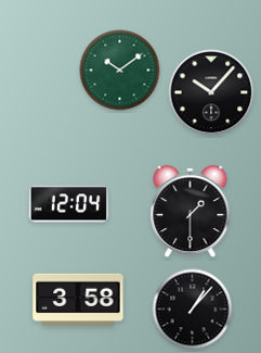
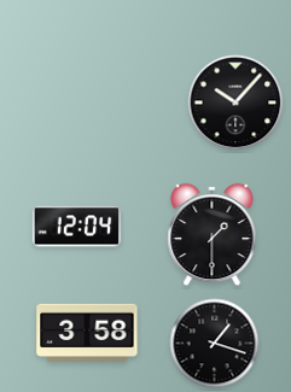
clock at (120, 71): 10:09 -> none
clock at (193, 310): 1:07 -> 1:18
